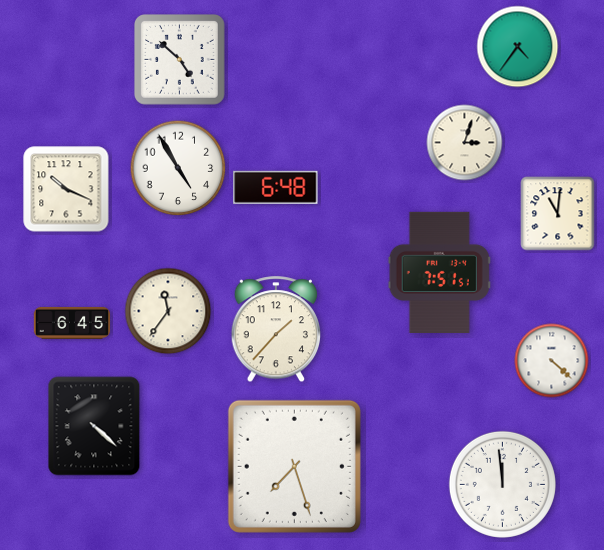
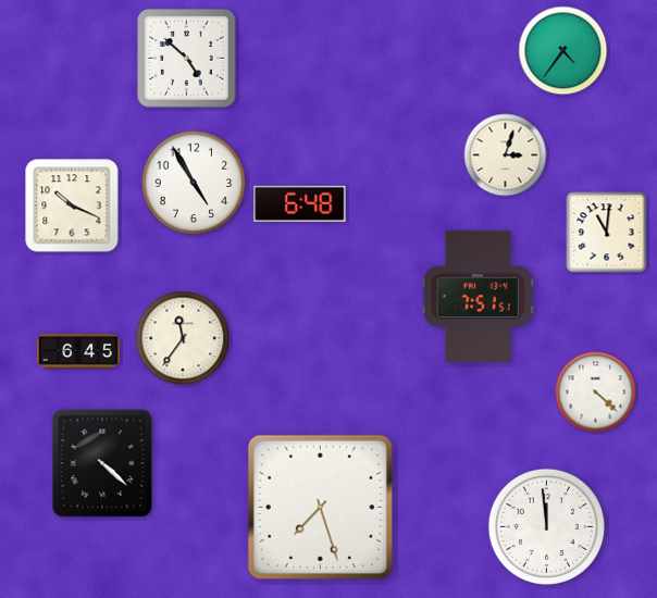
clock at (180, 60) position: (180, 60) -> (187, 59)
clock at (276, 330): 1:37 -> none
clock at (552, 361) position: (552, 361) -> (596, 393)
